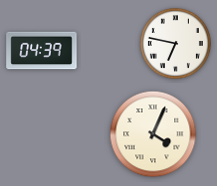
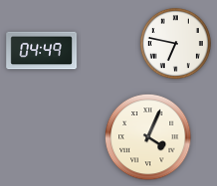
clock at (42, 51): 04:39 -> 04:49
clock at (153, 134) position: (153, 134) -> (148, 137)
